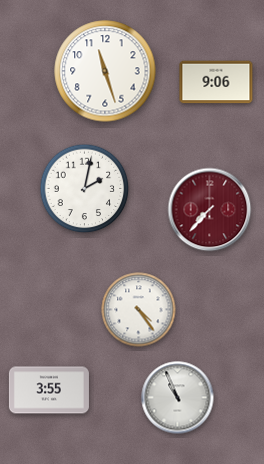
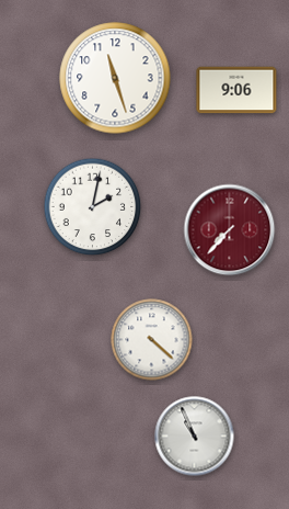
clock at (139, 310): 4:24 -> 4:22
clock at (49, 390): 3:55 -> none
